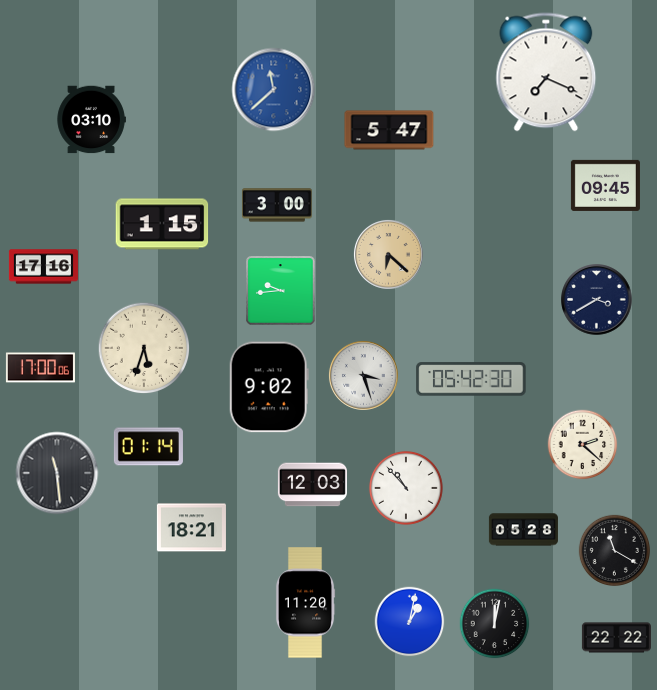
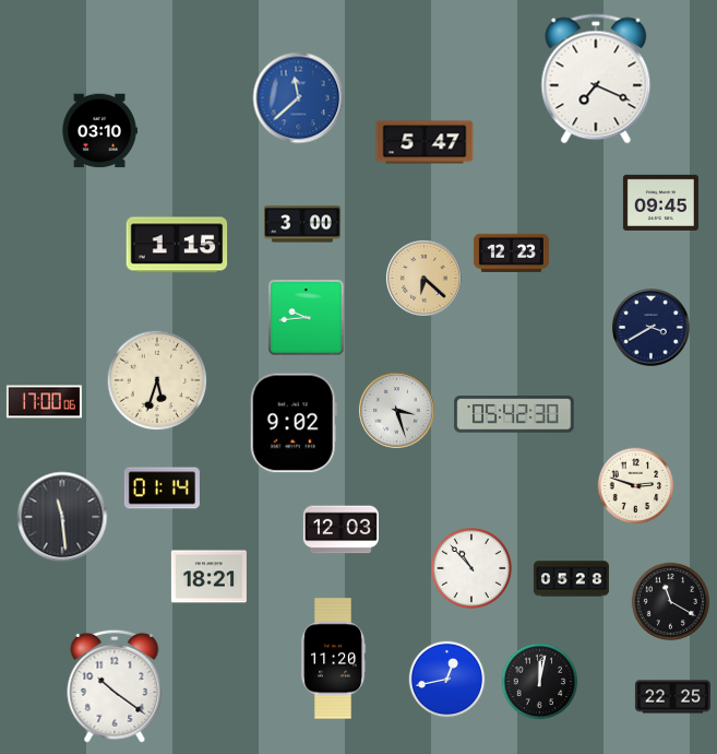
clock at (511, 252): none -> 12:23
clock at (43, 267): 17:16 -> none
clock at (583, 445): 2:22 -> 2:48
clock at (406, 488) position: (406, 488) -> (471, 568)
clock at (410, 622): 1:02 -> 12:43
clock at (115, 686): none -> 10:21
clock at (616, 638): 22:22 -> 22:25
